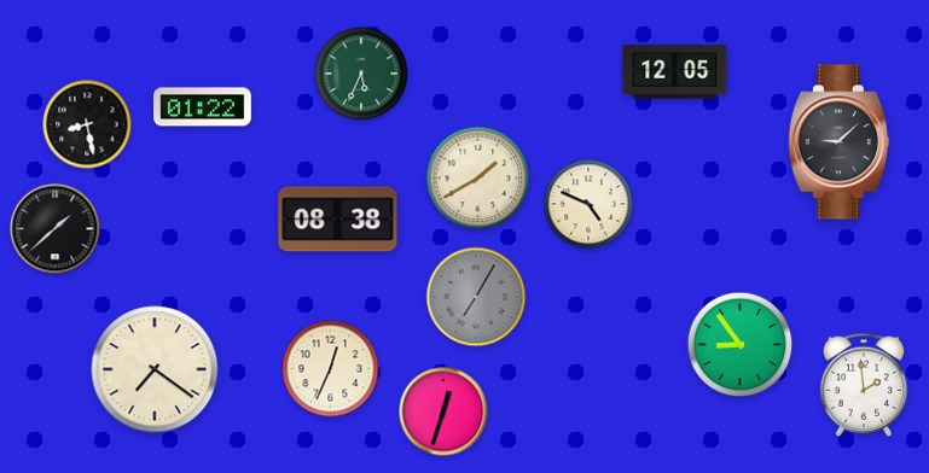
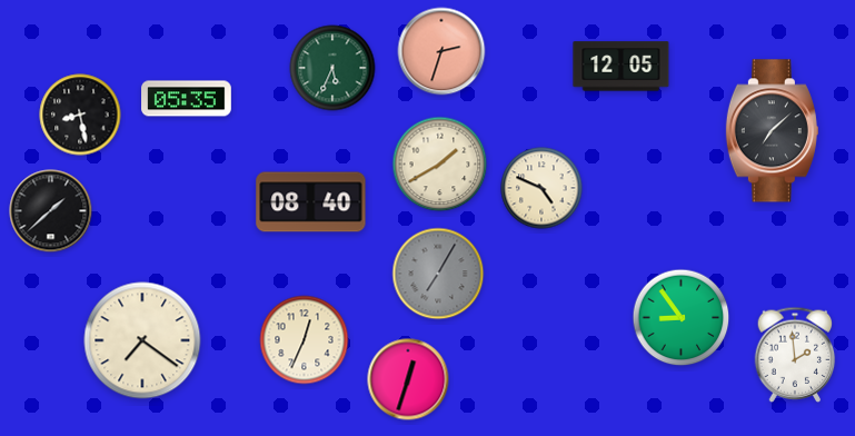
clock at (441, 51): none -> 2:33
clock at (203, 107): 01:22 -> 05:35
clock at (838, 142): 9:08 -> 7:08
clock at (338, 220): 08:38 -> 08:40
